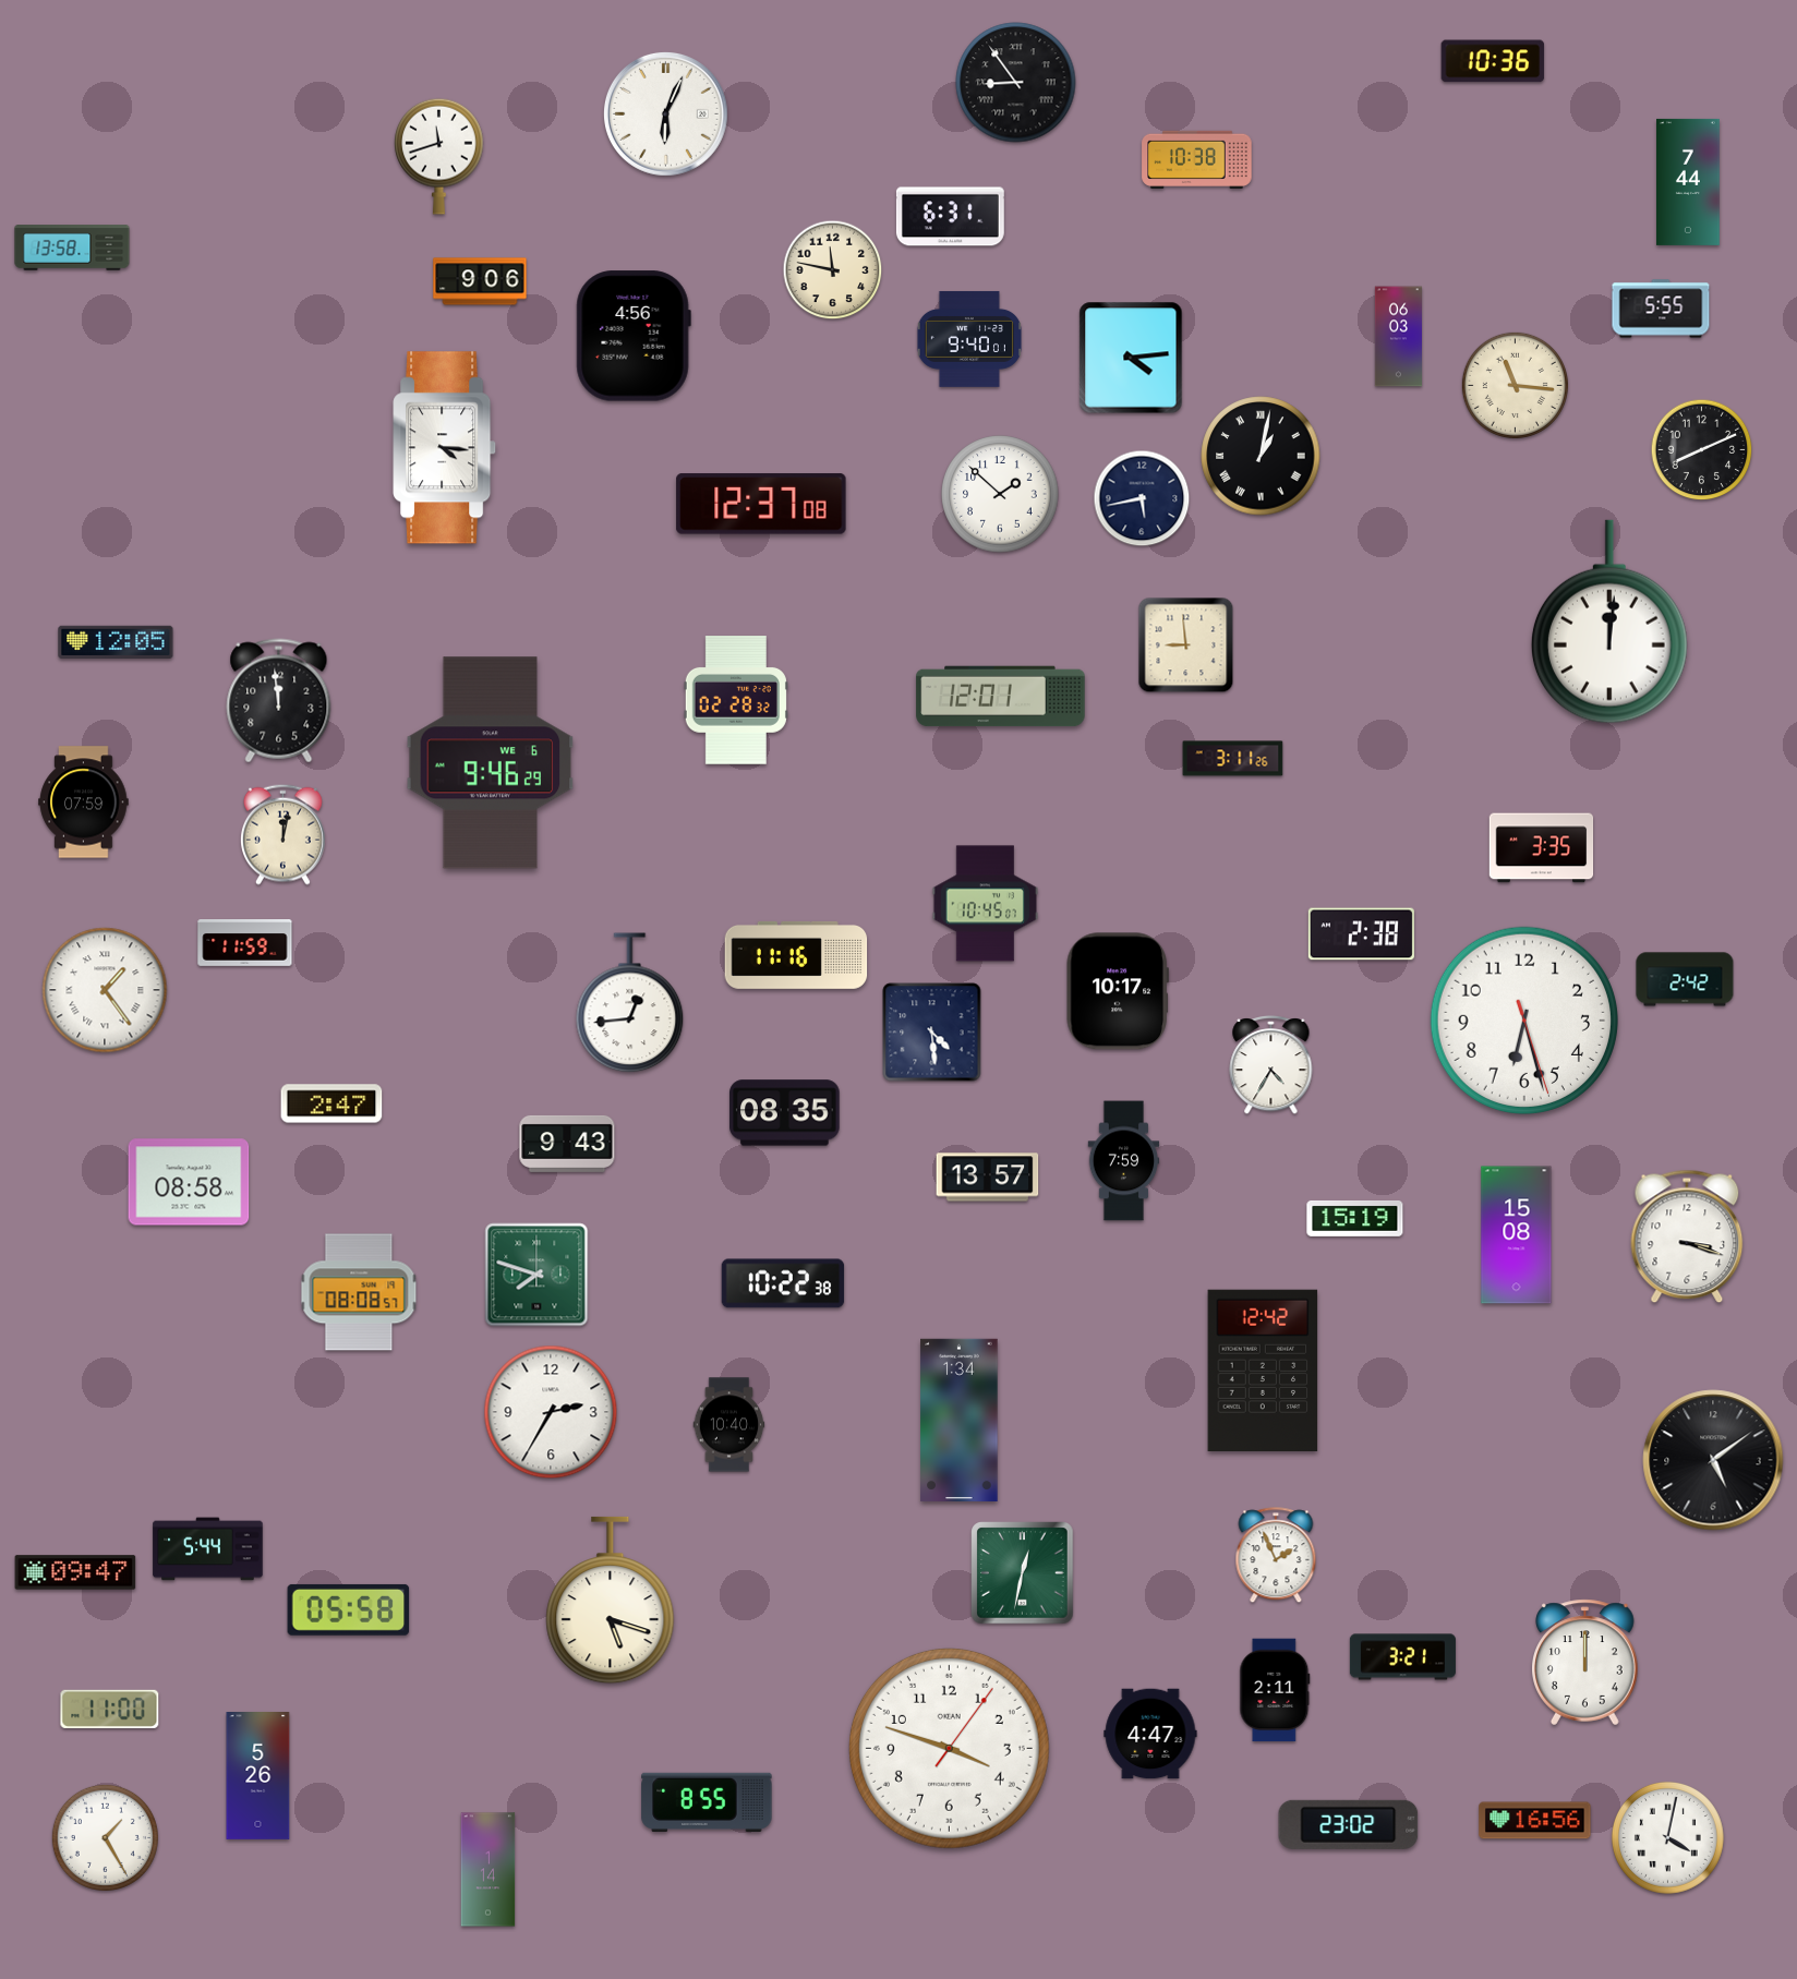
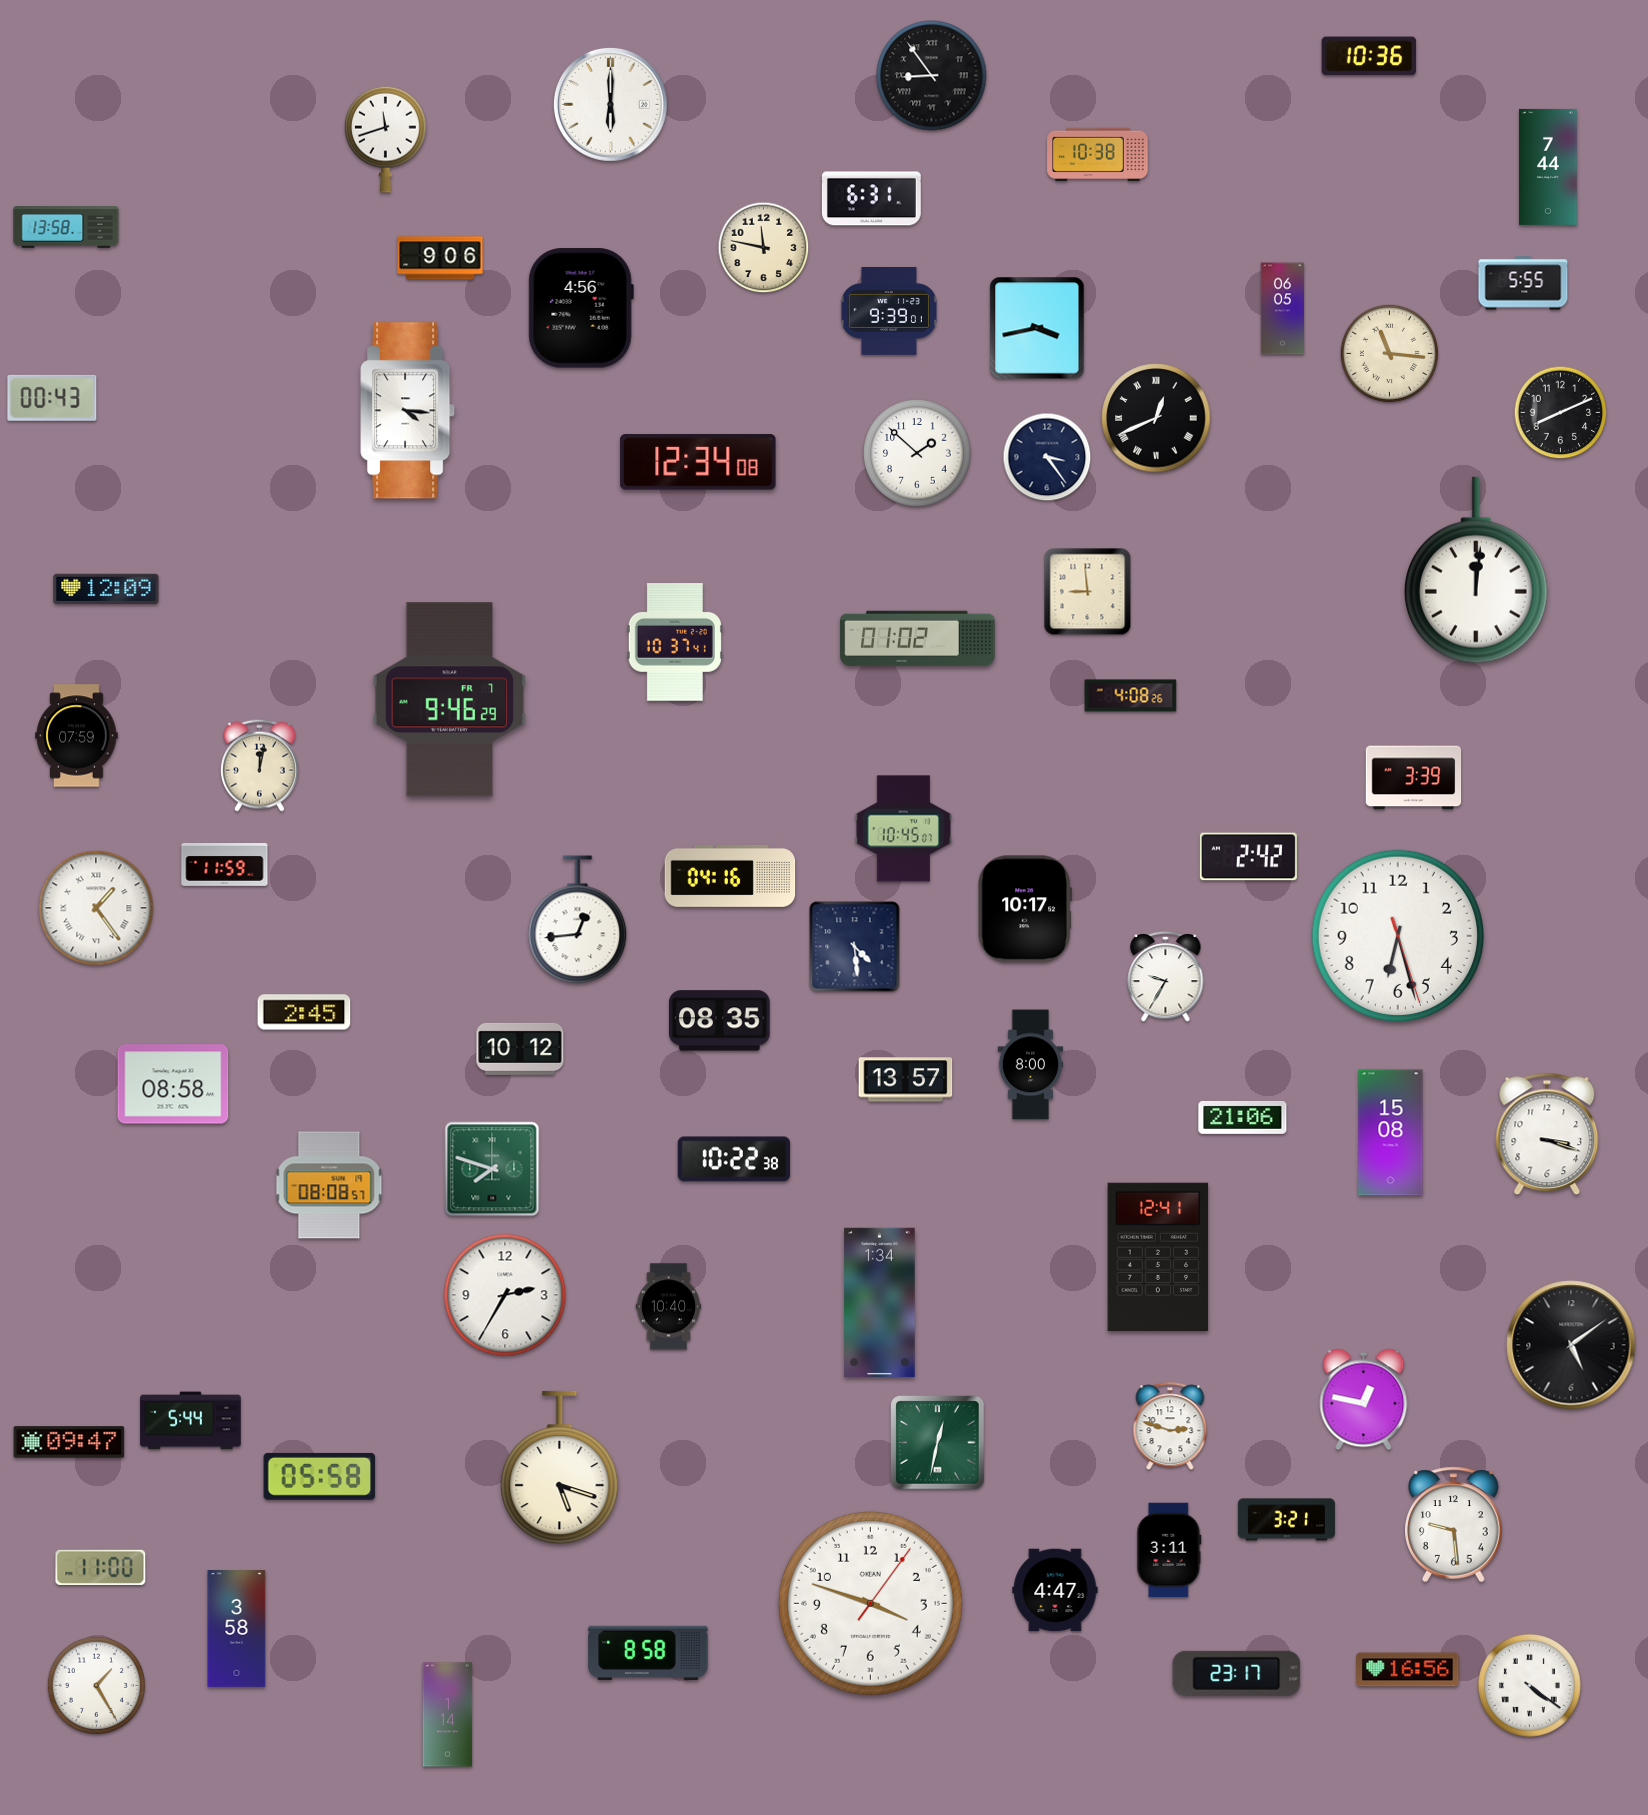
clock at (665, 113): 6:04 -> 6:00
clock at (439, 156) position: (439, 156) -> (386, 139)
clock at (1197, 159) position: (1197, 159) -> (1098, 154)
clock at (1399, 337): 06:03 -> 06:05
clock at (969, 339): 9:40 -> 9:39
clock at (1131, 358): 4:14 -> 3:43
clock at (52, 398): none -> 00:43
clock at (1261, 456): 1:02 -> 12:41
clock at (1142, 498): 5:43 -> 3:24
clock at (761, 504): 12:37 -> 12:34
clock at (116, 641): 12:05 -> 12:09
clock at (1001, 697): 12:01 -> 01:02
clock at (279, 701): 11:59 -> none
clock at (736, 701): 02:28 -> 10:37
clock at (1233, 759): 3:11 -> 4:08
clock at (491, 763) date: WE 6 -> FR 7
clock at (1542, 848): 3:35 -> 3:39
clock at (1361, 934): 2:38 -> 2:42
clock at (796, 955): 11:16 -> 04:16
clock at (1685, 979): 2:42 -> none
clock at (1271, 1064): 4:35 -> 9:35
clock at (331, 1103): 2:47 -> 2:45
clock at (567, 1144): 9:43 -> 10:12
clock at (1124, 1161): 7:59 -> 8:00
clock at (1355, 1218): 15:19 -> 21:06
clock at (783, 1283) position: (783, 1283) -> (734, 1159)
clock at (1263, 1369): 12:42 -> 12:41
clock at (1713, 1460) position: (1713, 1460) -> (1571, 1345)
clock at (1364, 1400): none -> 12:47
clock at (1276, 1556): 1:56 -> 2:48
clock at (1585, 1663): 12:00 -> 9:29
clock at (1275, 1690): 2:11 -> 3:11
clock at (258, 1776): 5:26 -> 3:58
clock at (707, 1802): 8:55 -> 8:58
clock at (1349, 1824): 23:02 -> 23:17
clock at (1667, 1837): 4:02 -> 4:21
